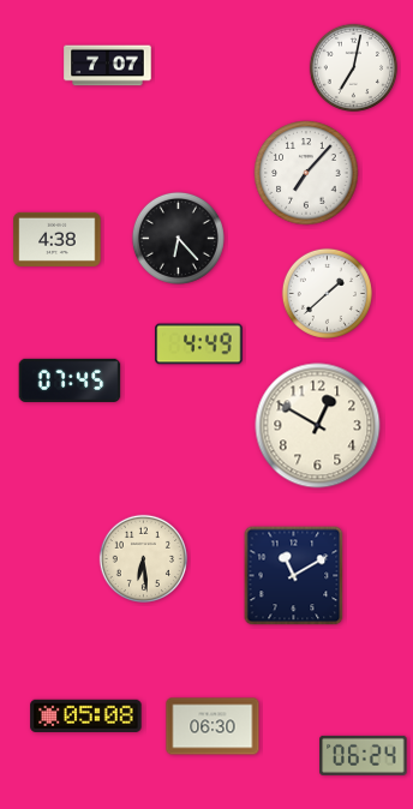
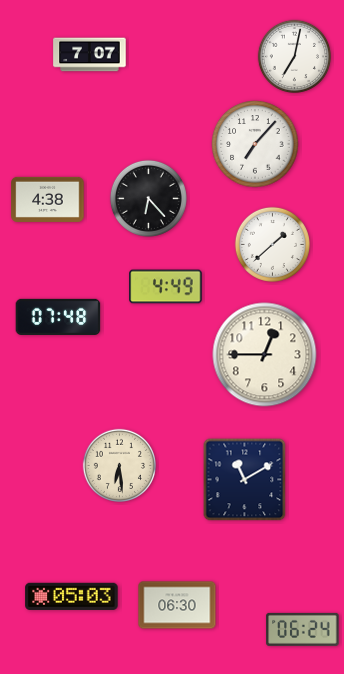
clock at (70, 380): 07:45 -> 07:48
clock at (318, 426): 12:50 -> 12:45
clock at (86, 715): 05:08 -> 05:03
